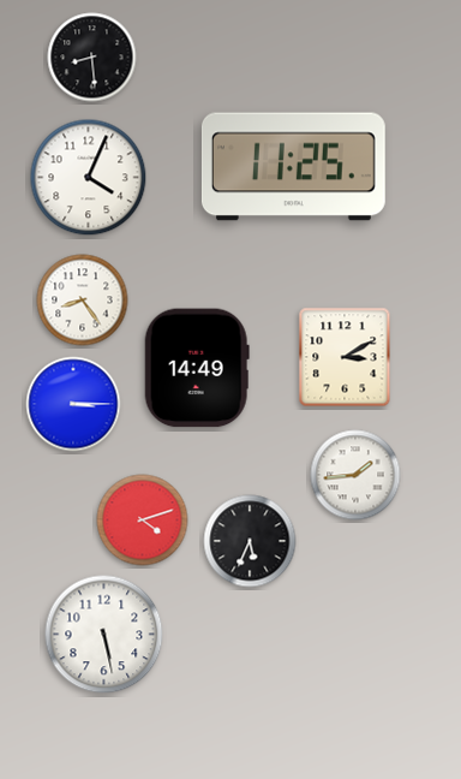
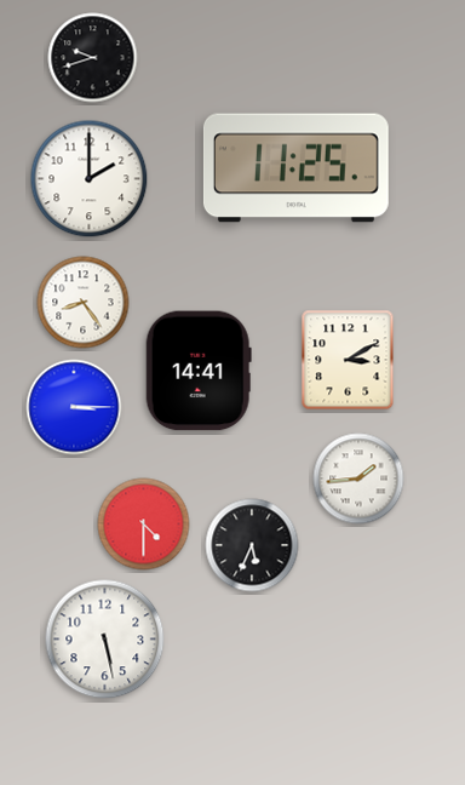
clock at (92, 58): 8:29 -> 9:42
clock at (89, 178): 4:04 -> 2:00
clock at (197, 368): 14:49 -> 14:41
clock at (143, 521): 4:12 -> 4:30
